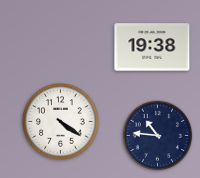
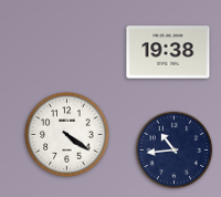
clock at (158, 136): 10:46 -> 10:44
